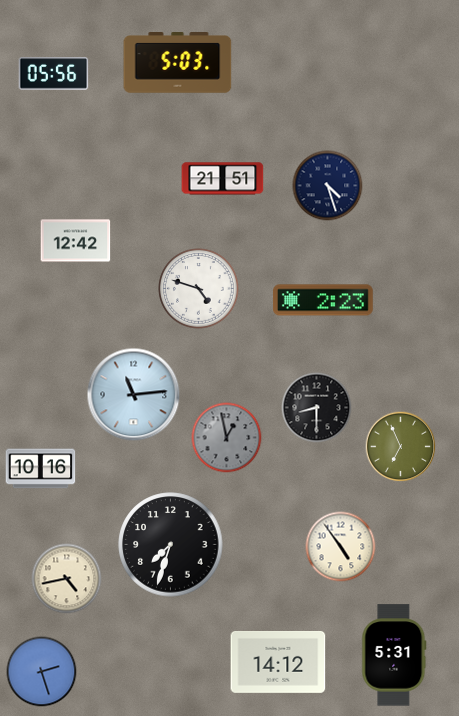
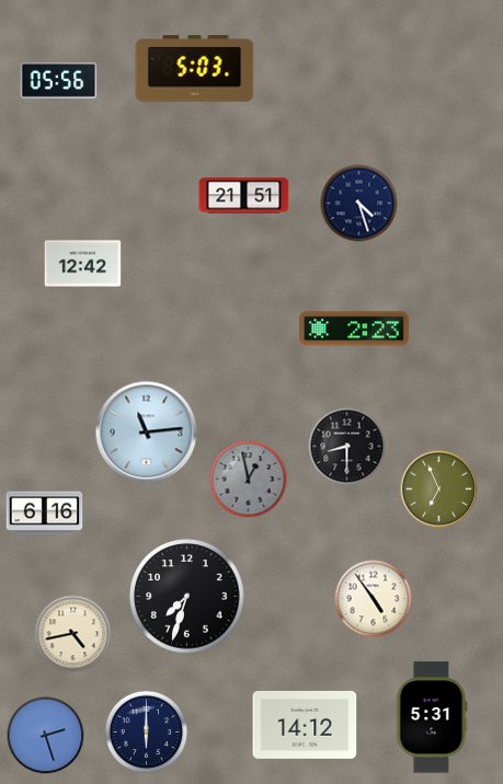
clock at (199, 289): 4:48 -> none
clock at (41, 469): 10:16 -> 6:16
clock at (147, 733): none -> 6:00
